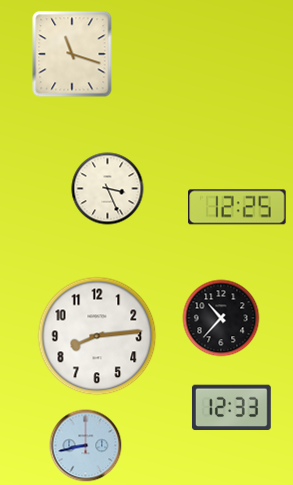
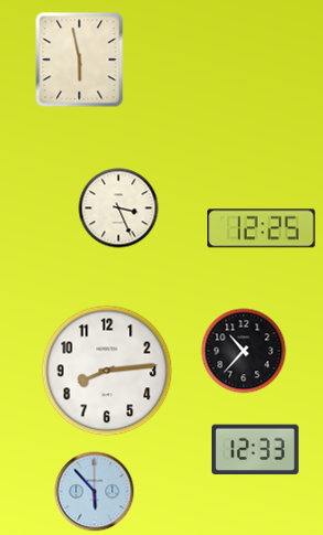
clock at (72, 54): 11:18 -> 5:58
clock at (86, 446): 8:43 -> 5:53
